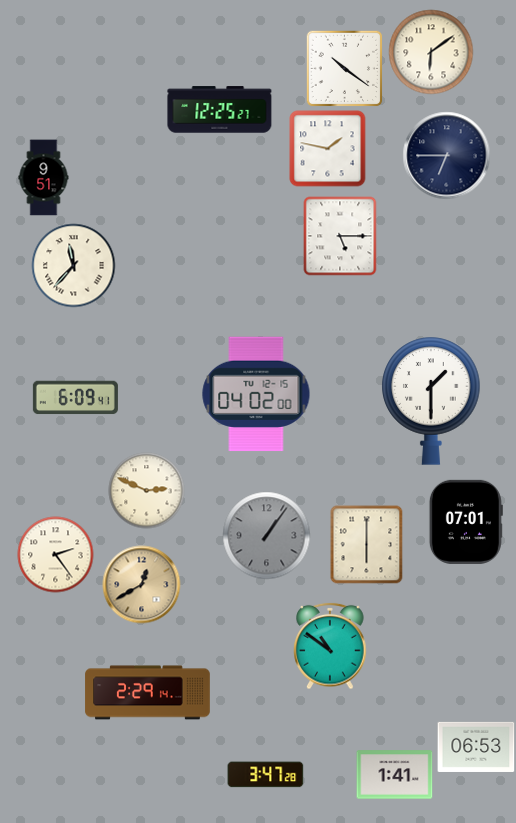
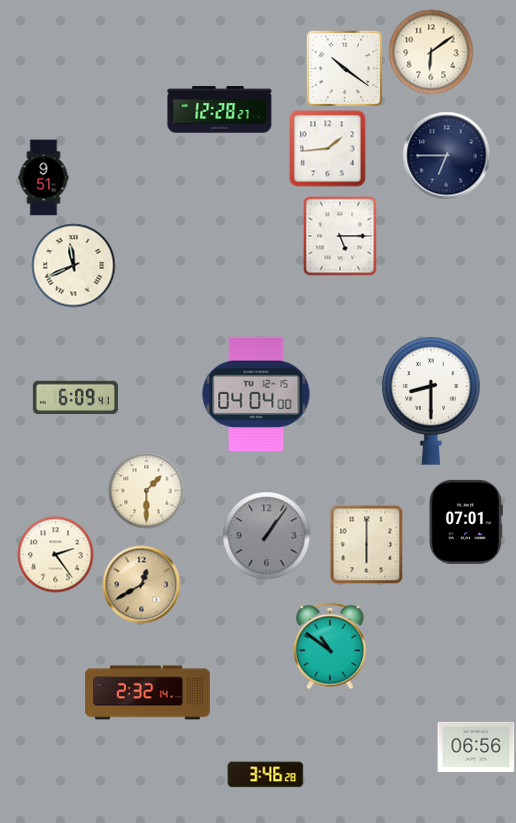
clock at (220, 110): 12:25 -> 12:28
clock at (328, 149): 1:47 -> 1:44
clock at (74, 266): 11:37 -> 11:41
clock at (256, 394): 04:02 -> 04:04
clock at (431, 401): 1:30 -> 8:30
clock at (147, 491): 2:49 -> 1:30
clock at (148, 693): 2:29 -> 2:32
clock at (476, 747): 06:53 -> 06:56
clock at (266, 775): 3:47 -> 3:46
clock at (395, 775): 1:41 -> none
